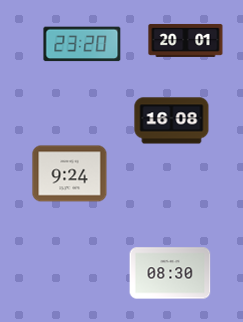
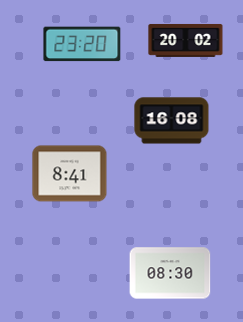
clock at (186, 40): 20:01 -> 20:02
clock at (70, 174): 9:24 -> 8:41
